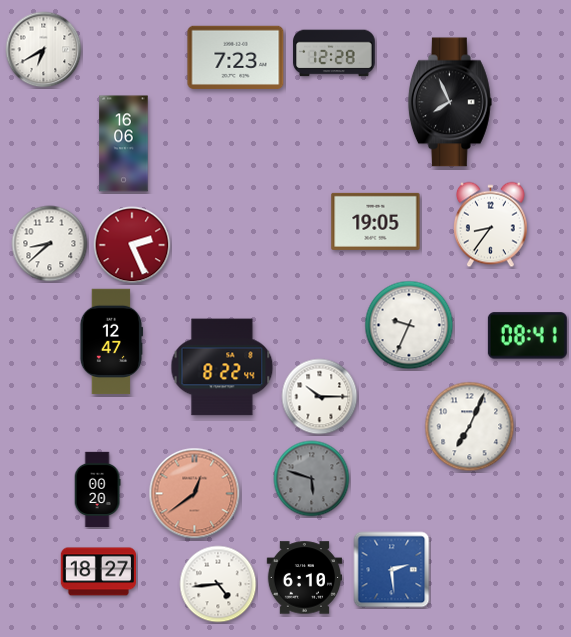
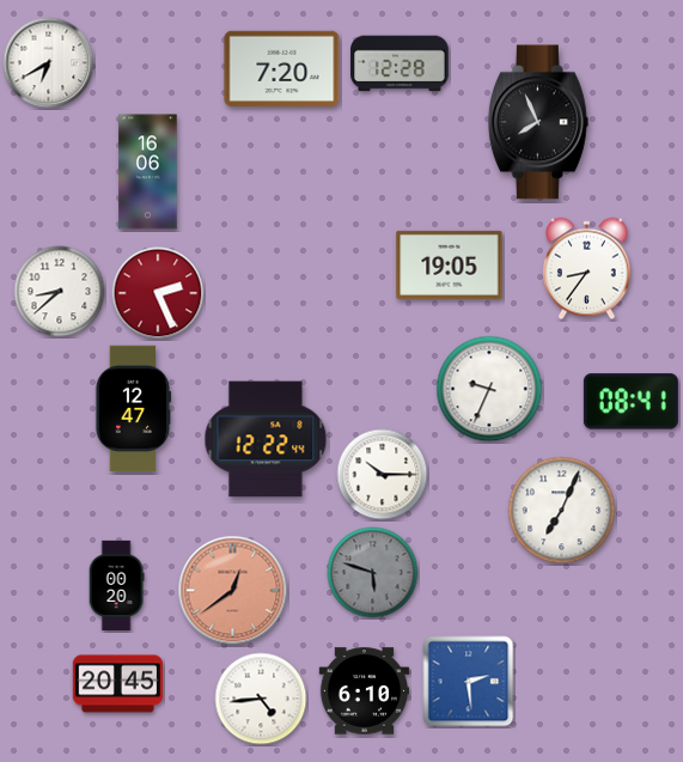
clock at (44, 50) position: (44, 50) -> (49, 63)
clock at (236, 57): 7:23 -> 7:20
clock at (222, 367): 8:22 -> 12:22
clock at (98, 572): 18:27 -> 20:45
